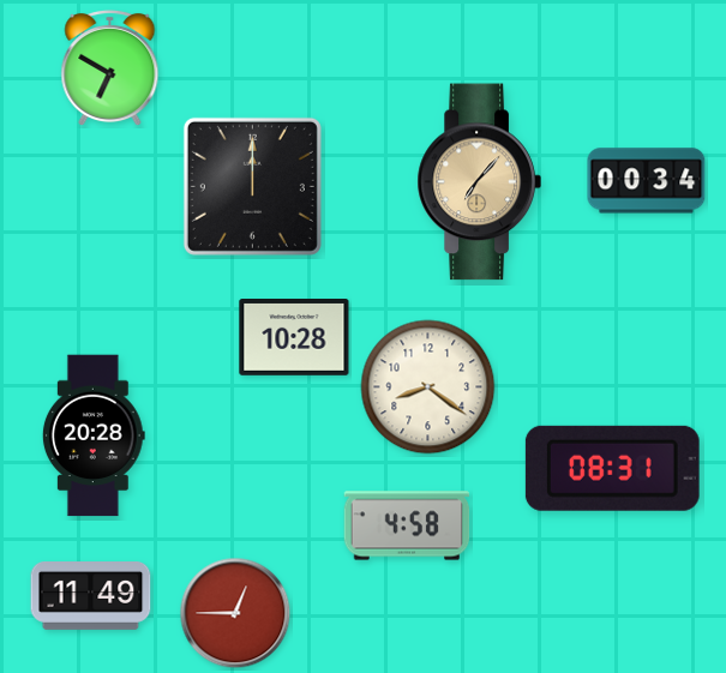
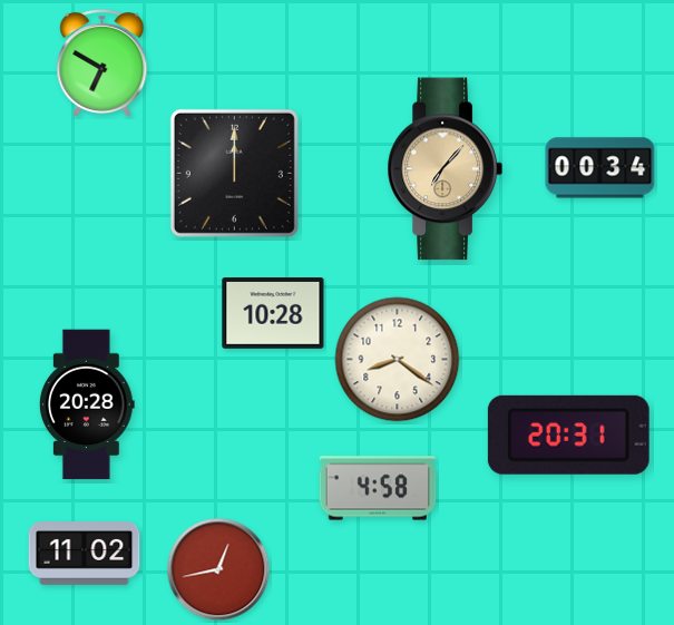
clock at (612, 468): 08:31 -> 20:31
clock at (91, 596): 11:49 -> 11:02
clock at (235, 613): 12:45 -> 12:43
